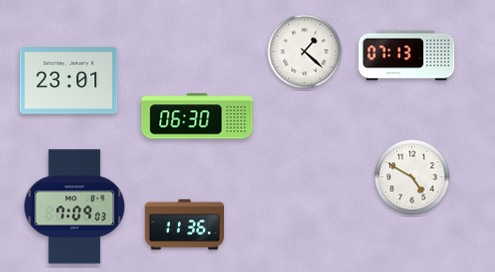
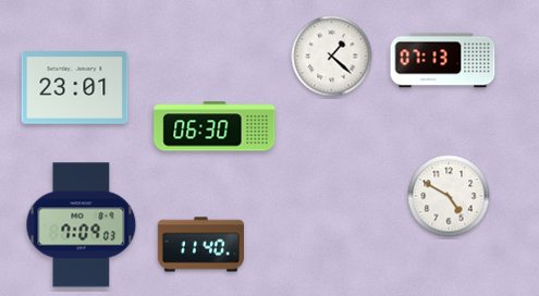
clock at (412, 177) position: (412, 177) -> (449, 196)
clock at (184, 225): 11:36 -> 11:40
